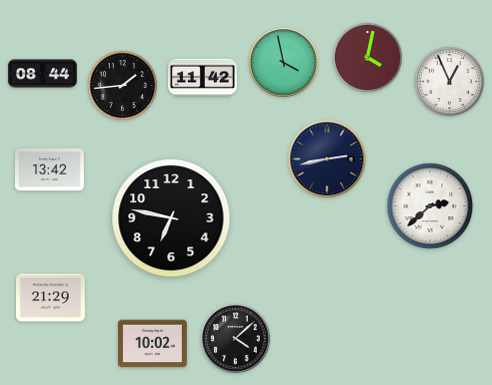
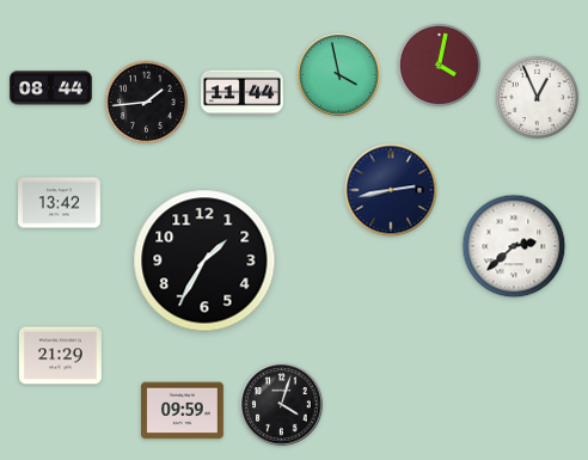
clock at (367, 57) position: (367, 57) -> (439, 65)
clock at (203, 78): 11:42 -> 11:44
clock at (171, 218): 6:47 -> 1:35
clock at (236, 339): 4:08 -> 4:03
clock at (153, 344): 10:02 -> 09:59
